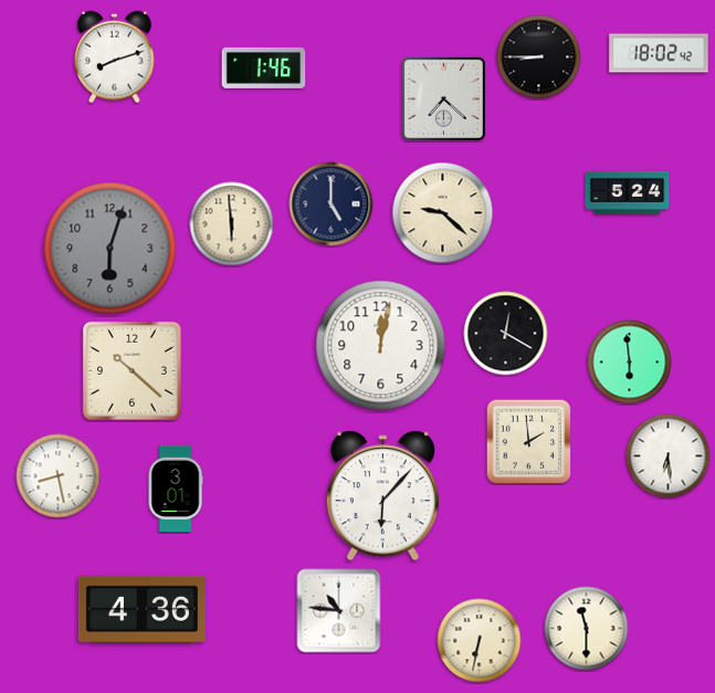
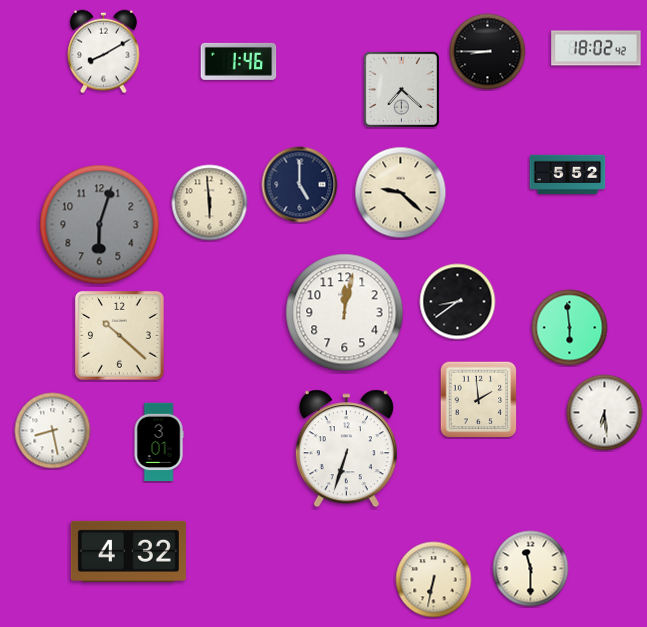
clock at (115, 57): 8:12 -> 8:10
clock at (628, 193): 5:24 -> 5:52
clock at (506, 334): 12:20 -> 8:39
clock at (382, 496): 6:07 -> 6:33
clock at (141, 609): 4:36 -> 4:32
clock at (339, 611): 10:46 -> none
